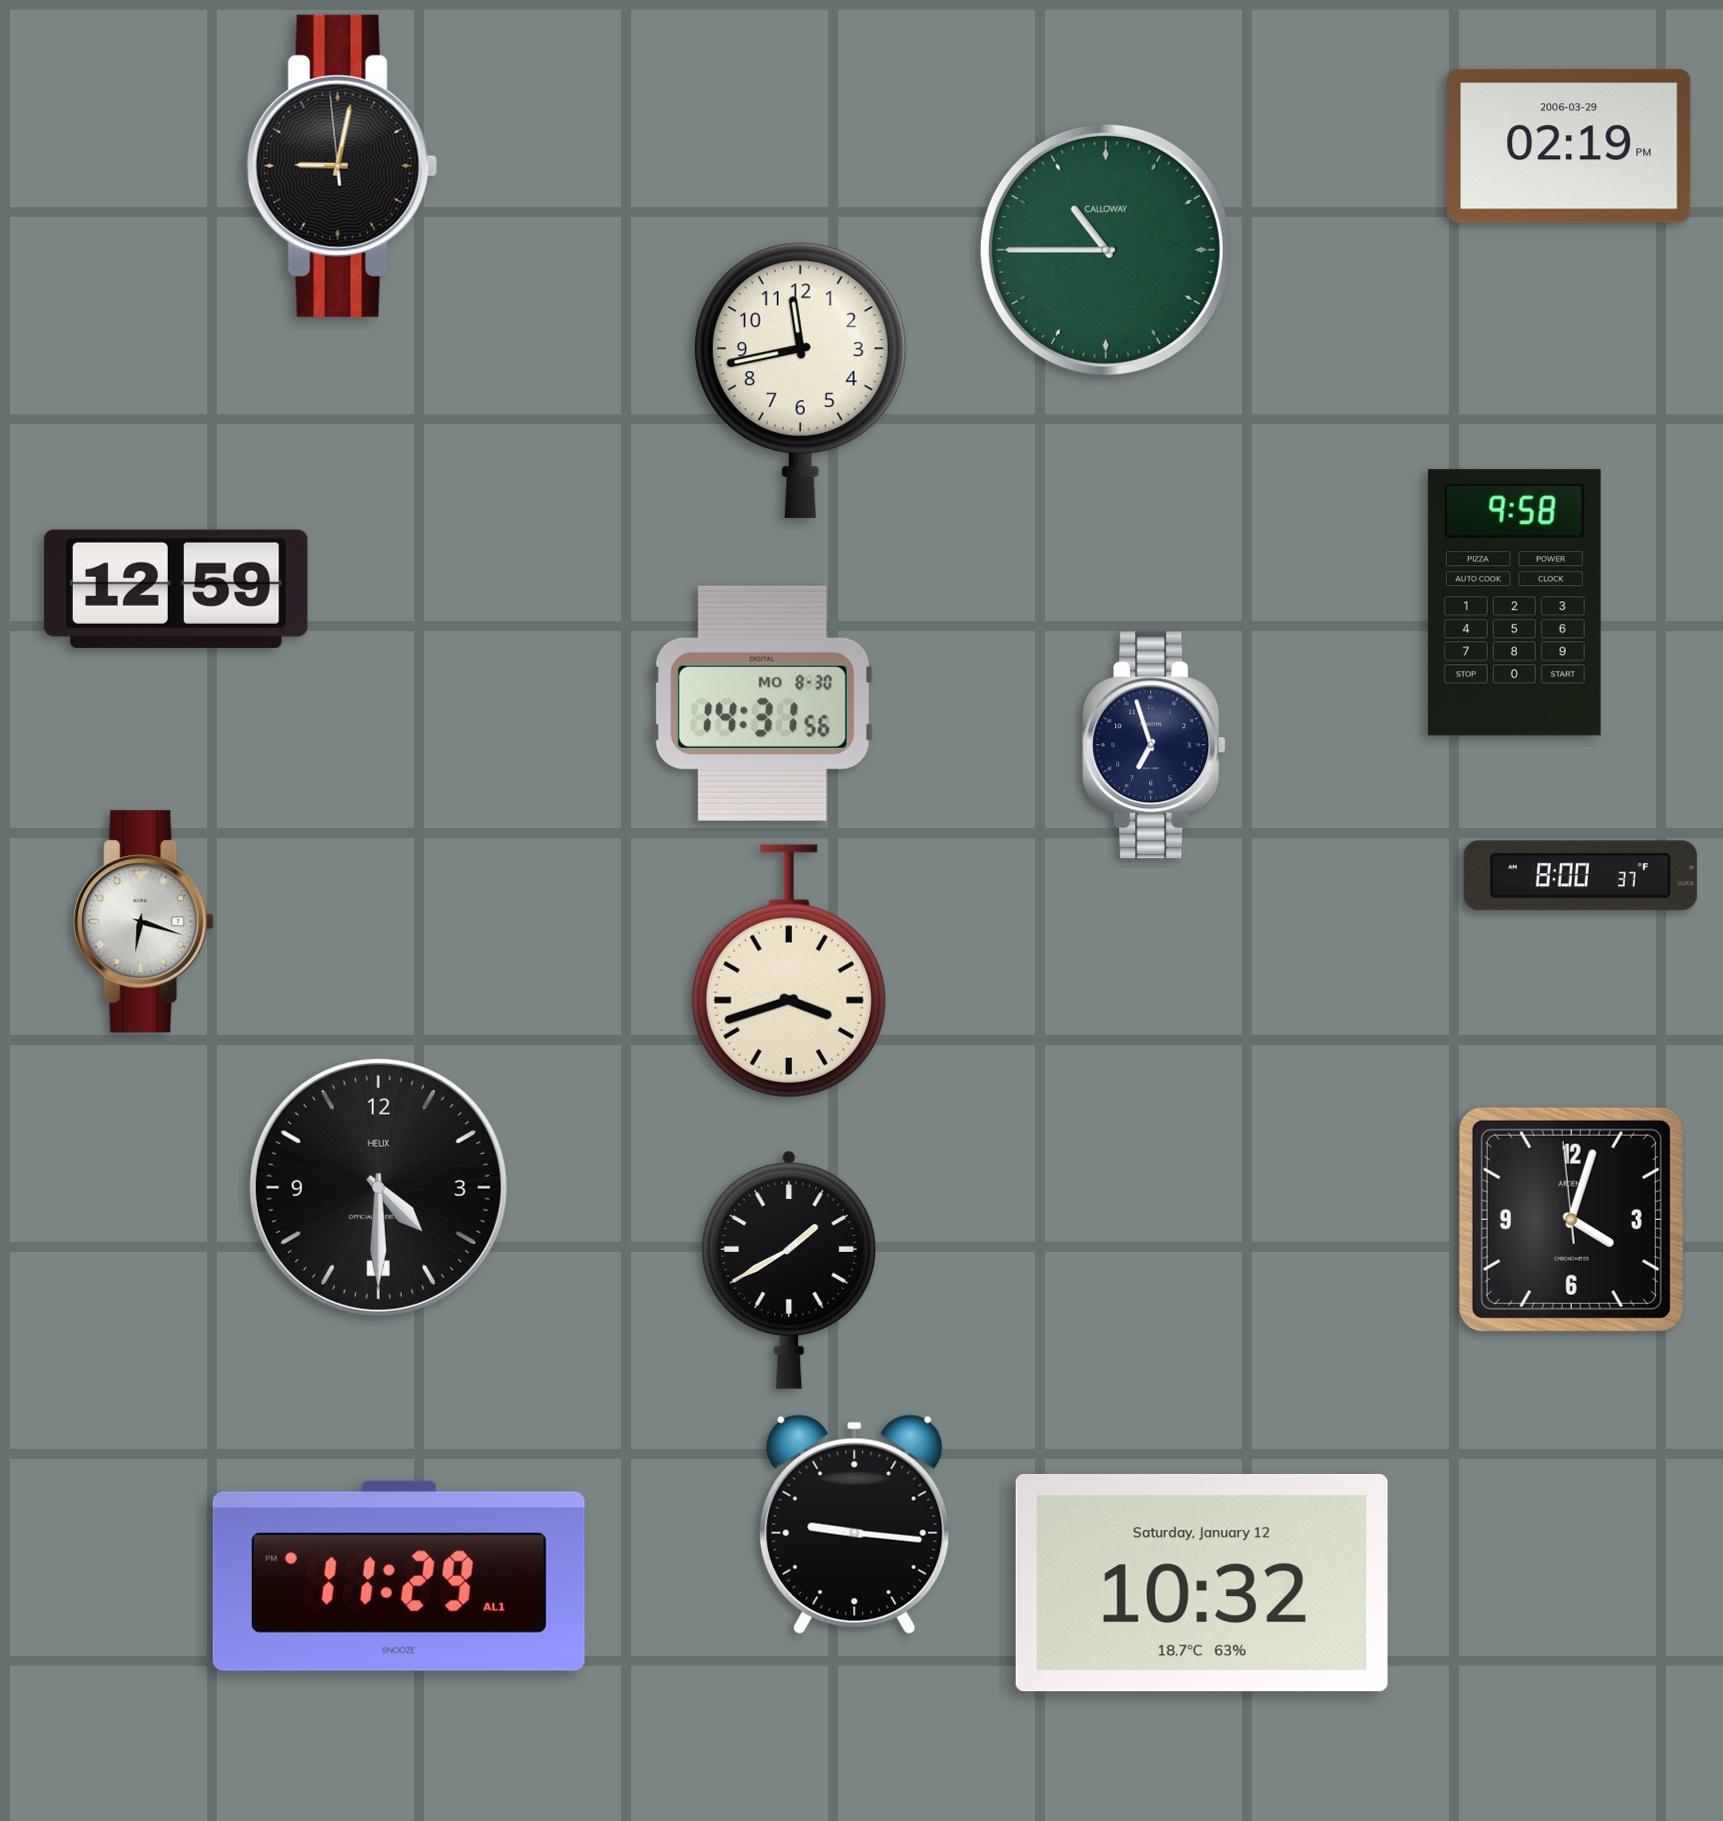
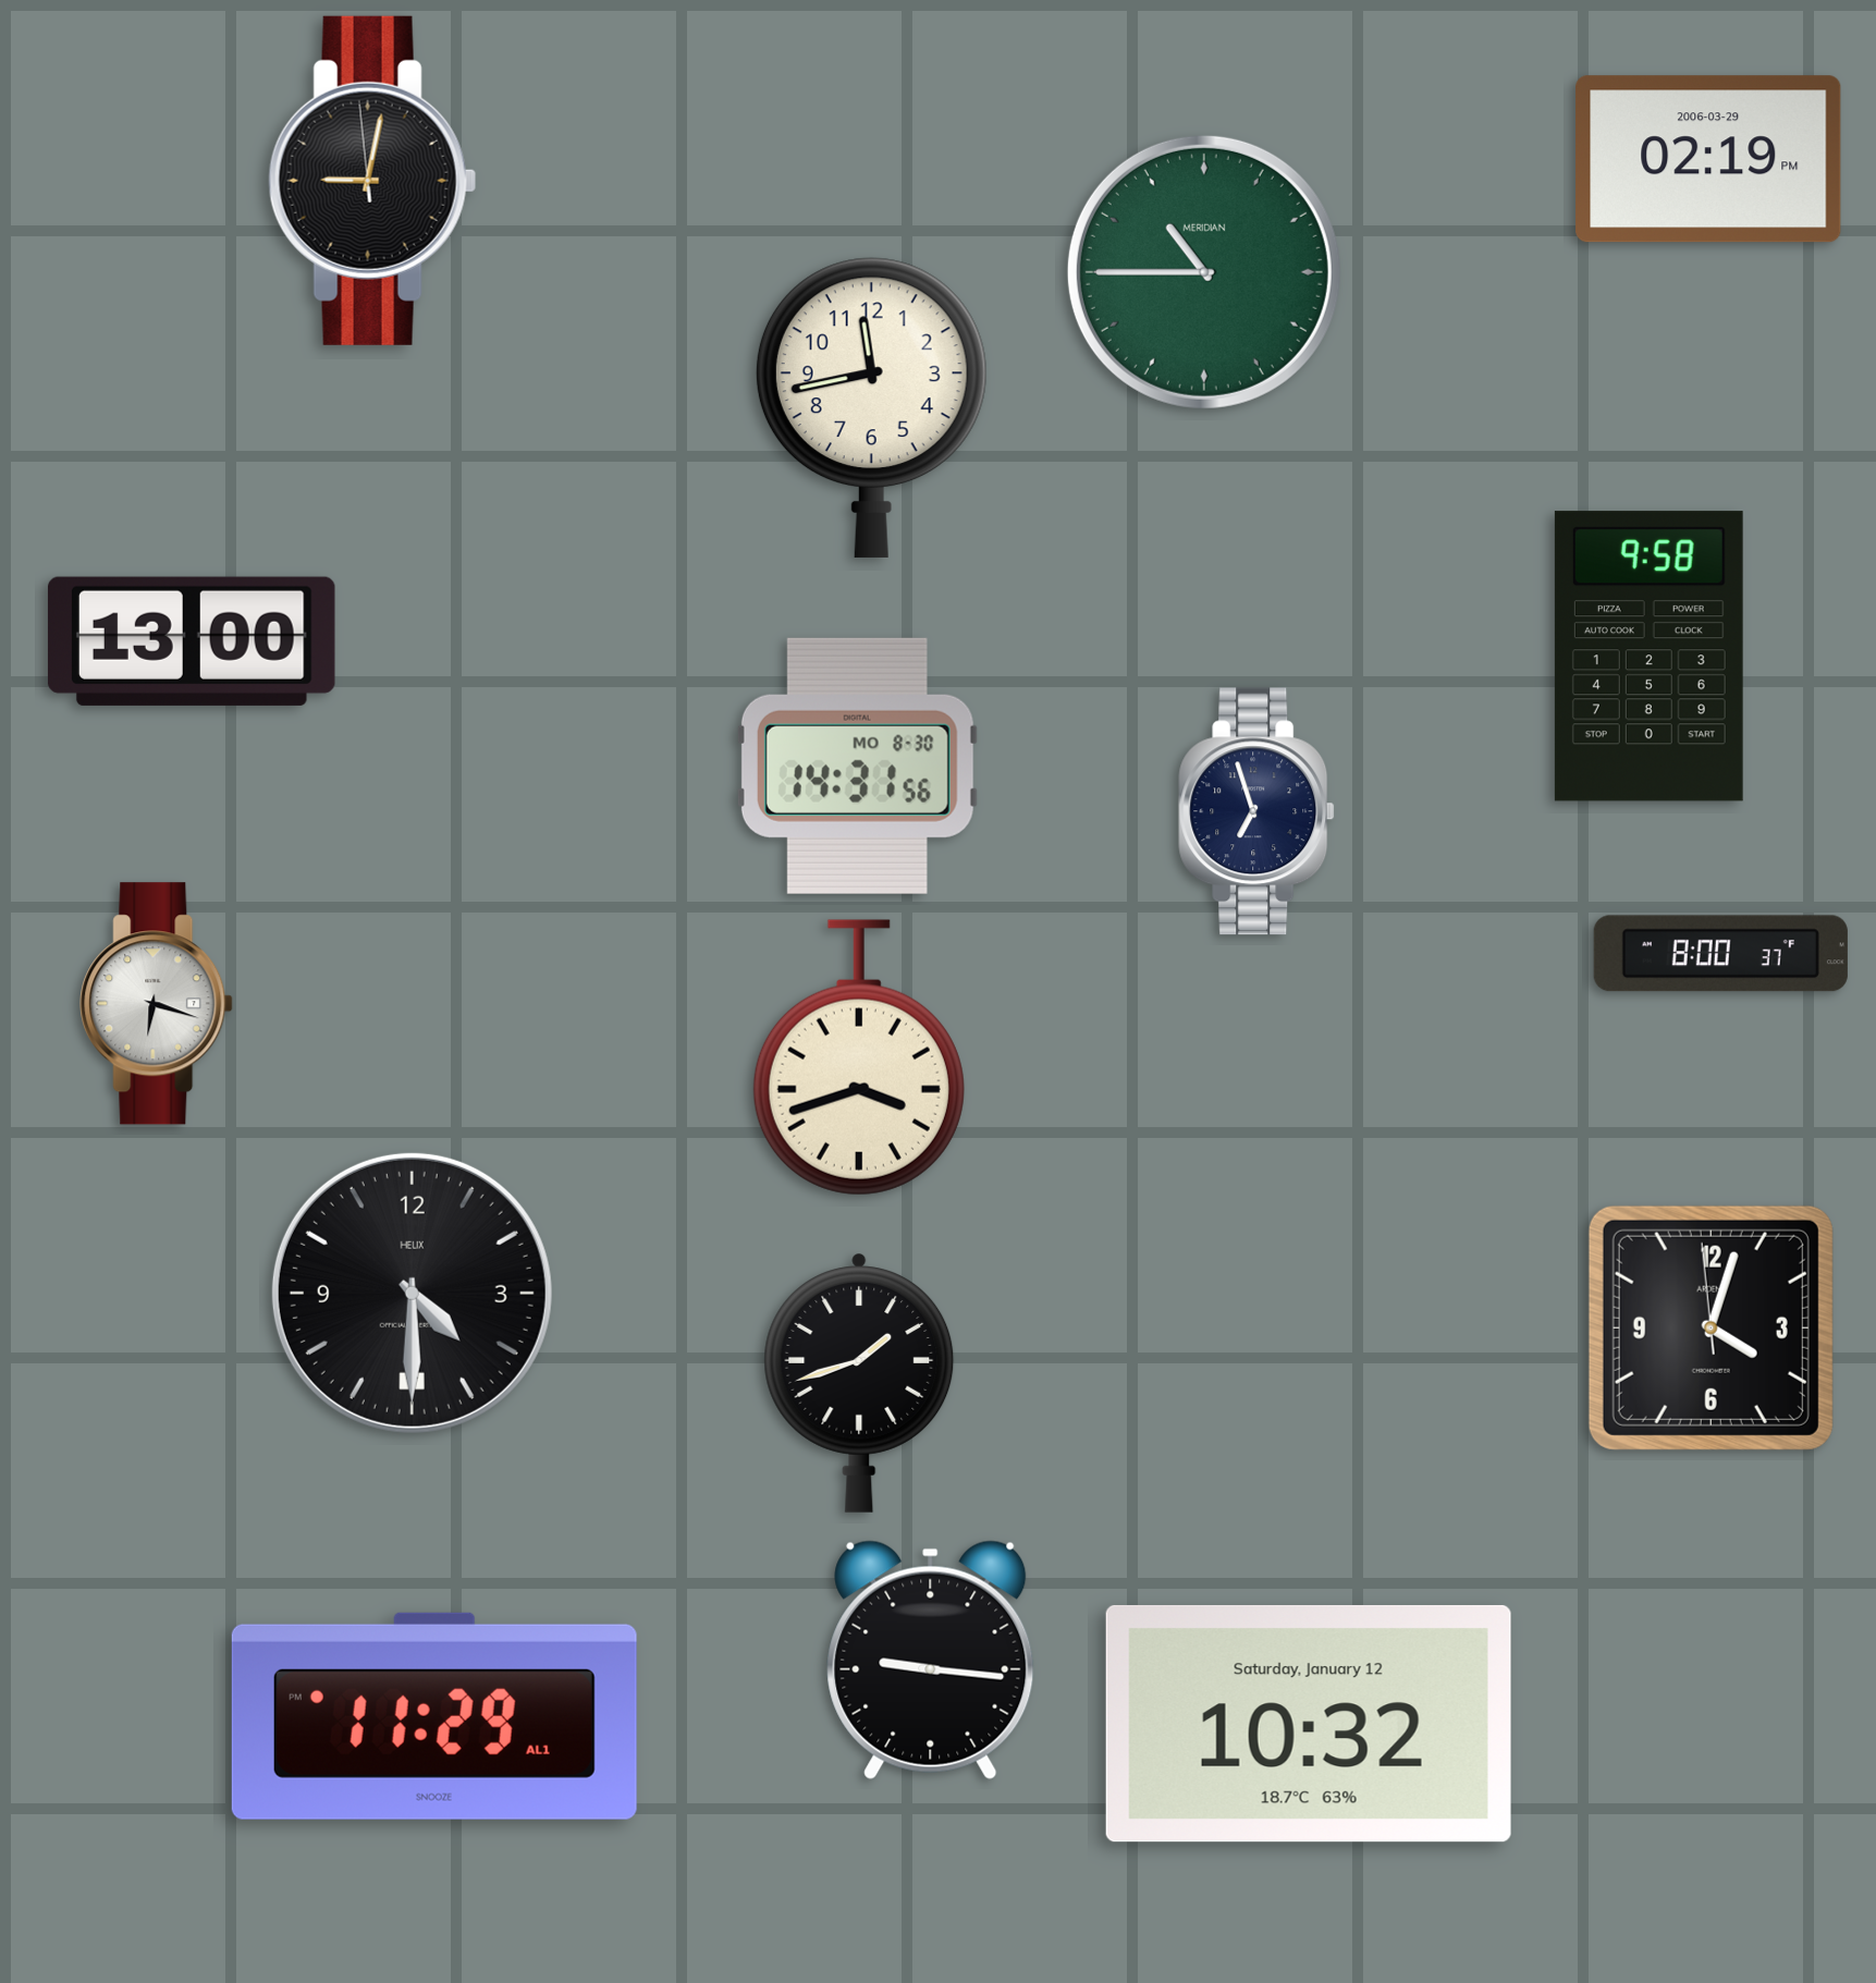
clock at (1106, 250) brand: CALLOWAY -> MERIDIAN
clock at (800, 380) position: (800, 380) -> (871, 407)
clock at (176, 589): 12:59 -> 13:00
clock at (762, 703) position: (762, 703) -> (857, 766)
clock at (789, 1270): 1:40 -> 1:42
